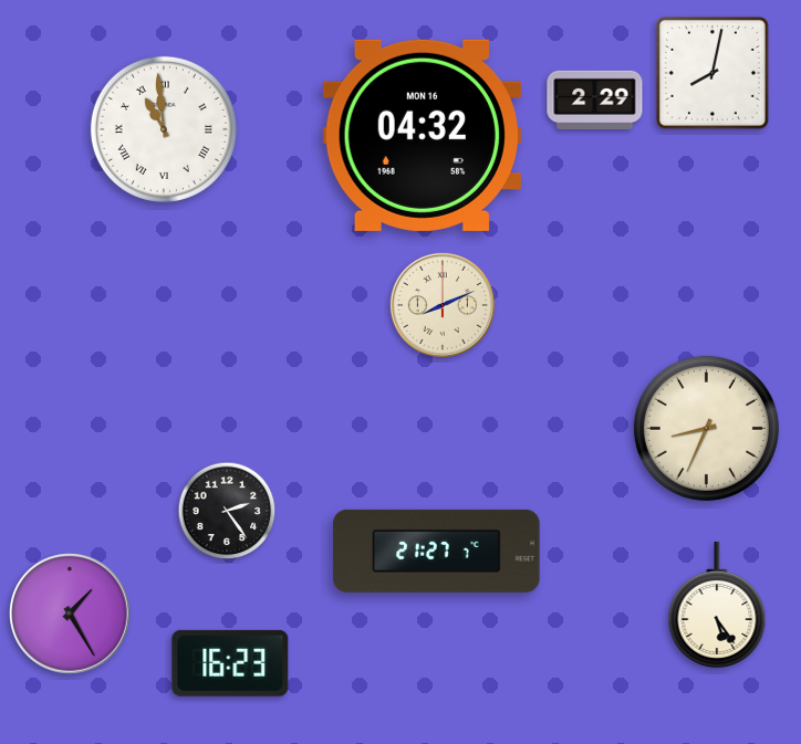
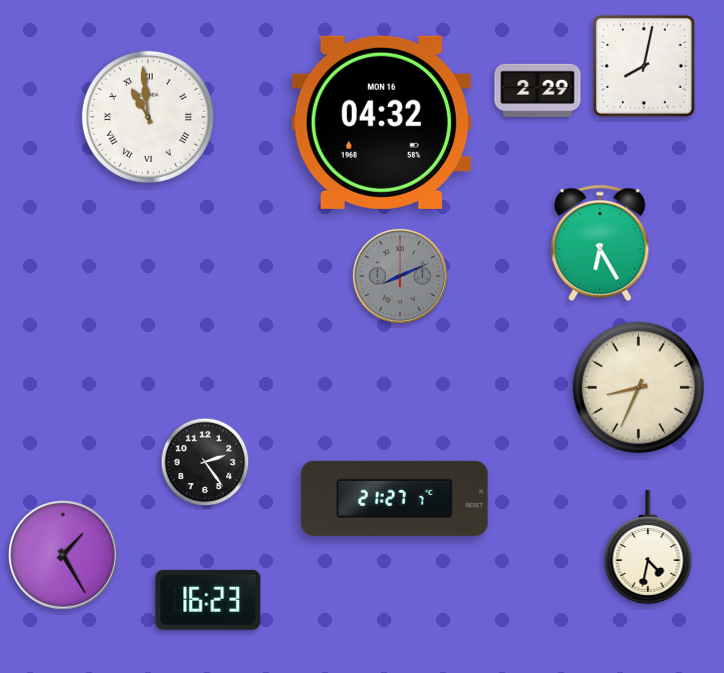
clock at (600, 243): none -> 6:25
clock at (443, 305) dial: cream -> grey
clock at (717, 605): 5:24 -> 4:32
